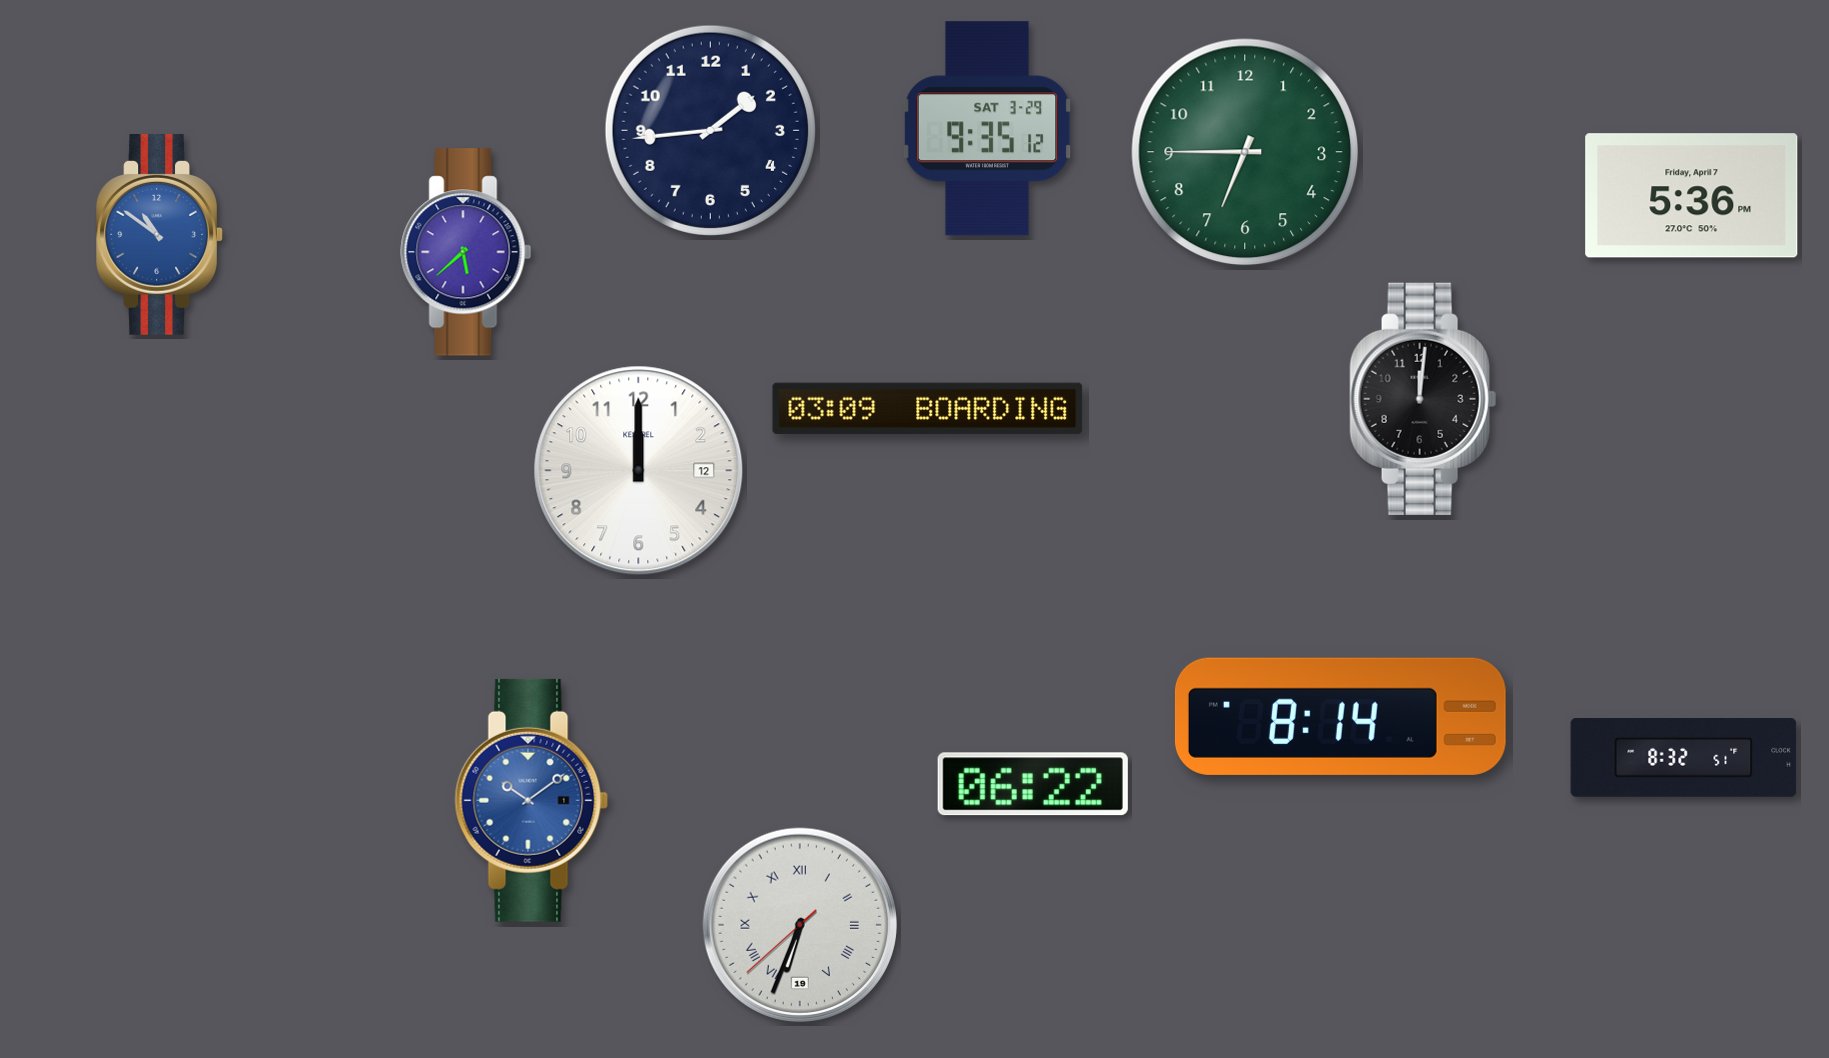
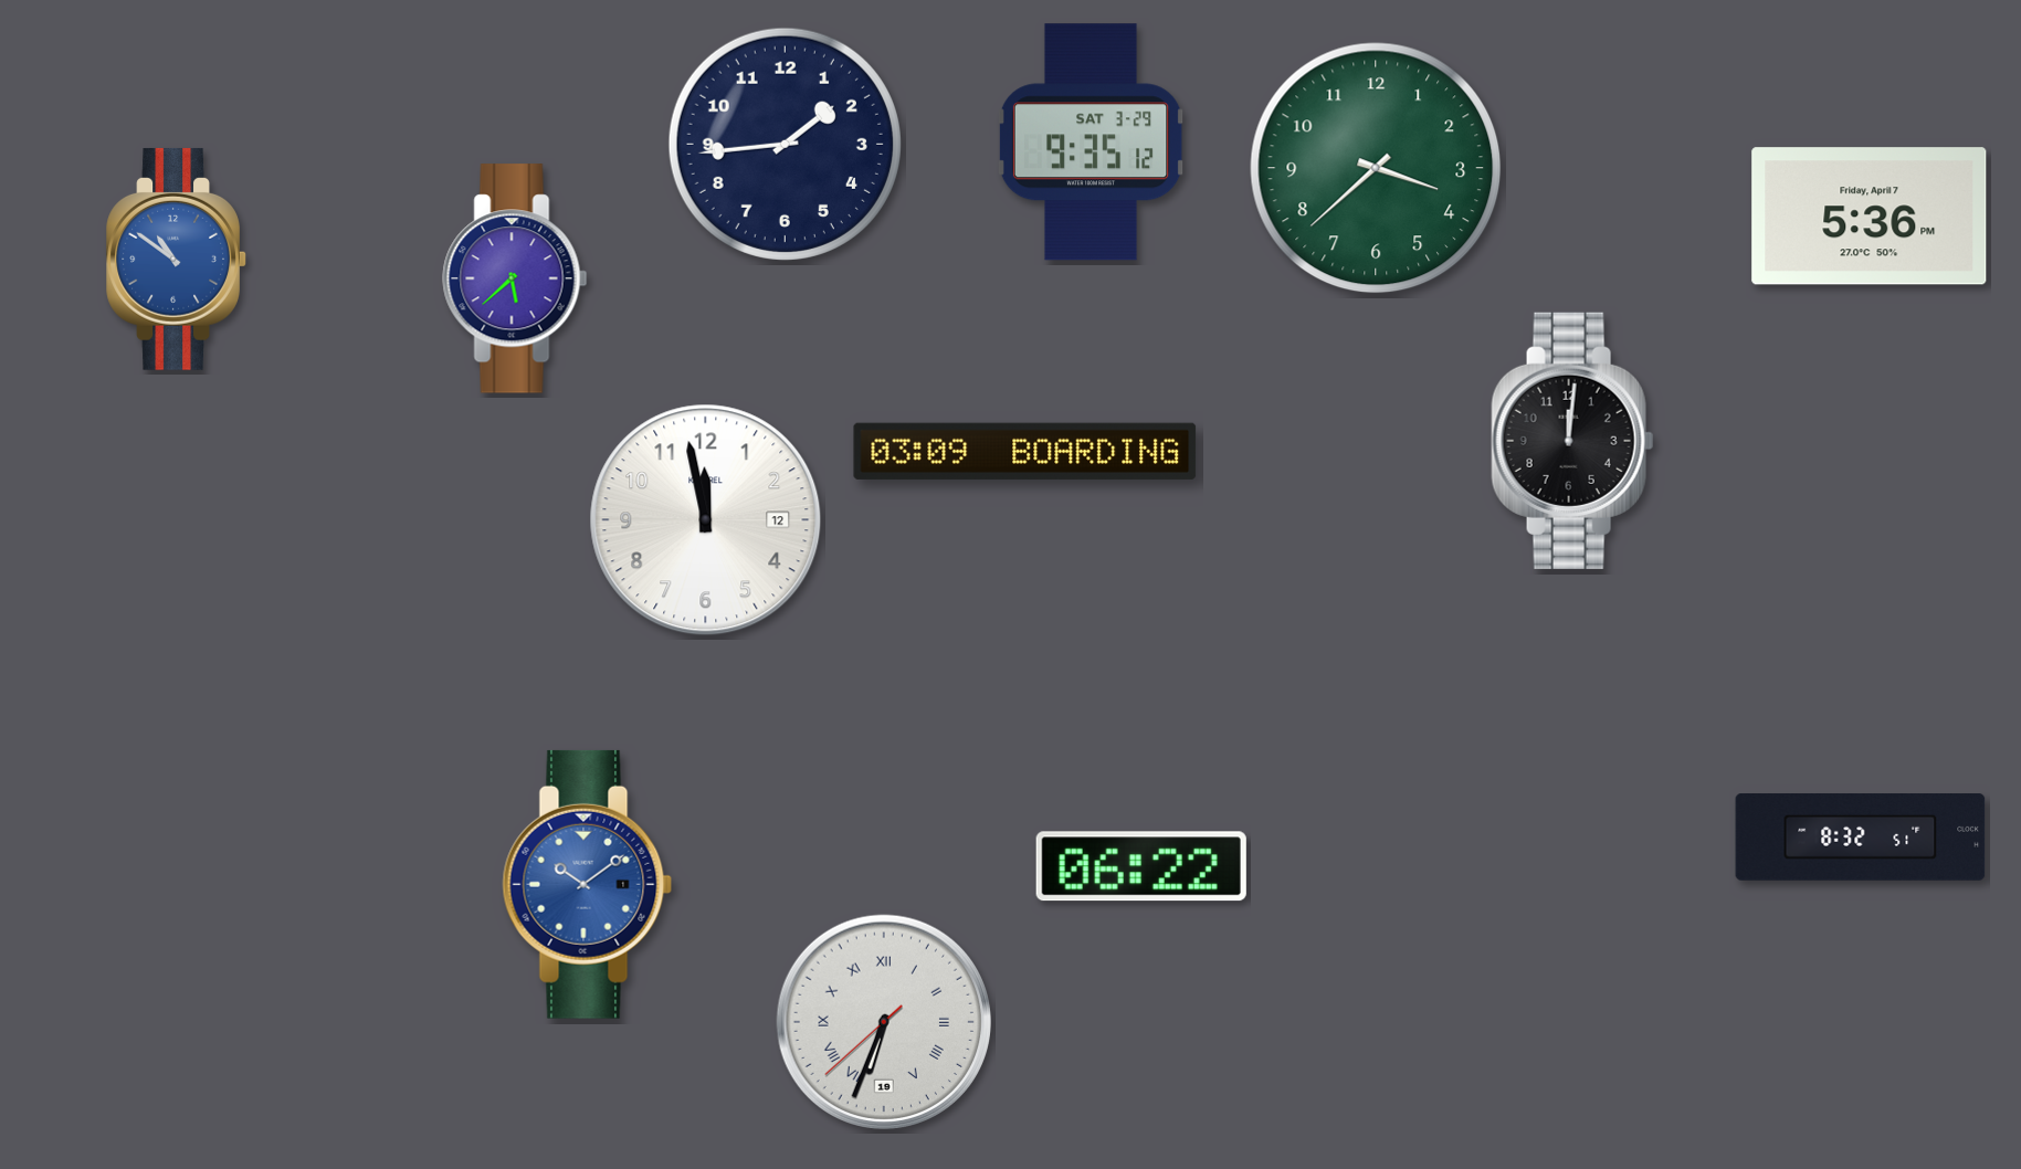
clock at (1245, 152): 6:45 -> 3:38
clock at (639, 471): 12:00 -> 11:58
clock at (1340, 716): 8:14 -> none
